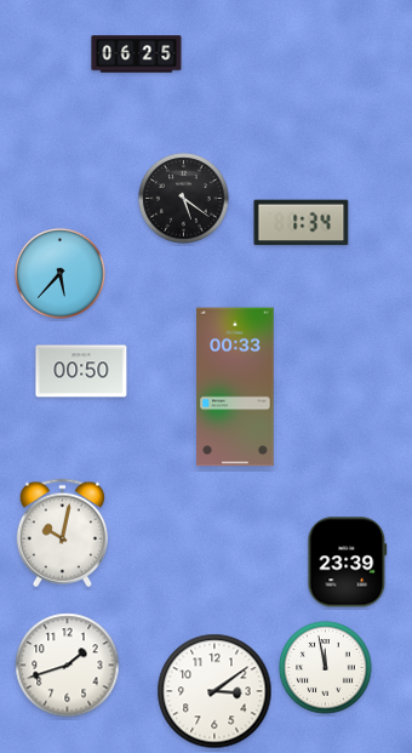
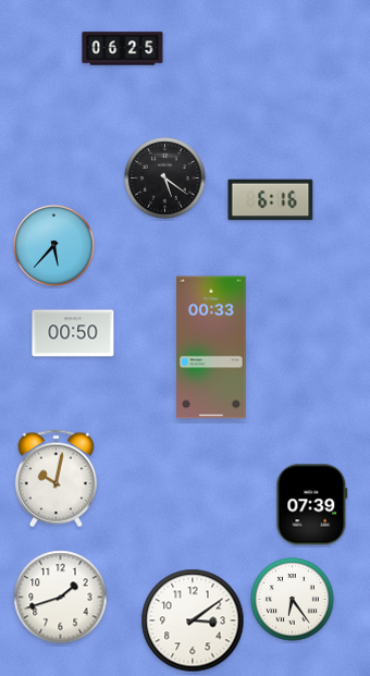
clock at (302, 223): 1:34 -> 6:16
clock at (348, 563): 23:39 -> 07:39
clock at (326, 668): 11:58 -> 6:24
